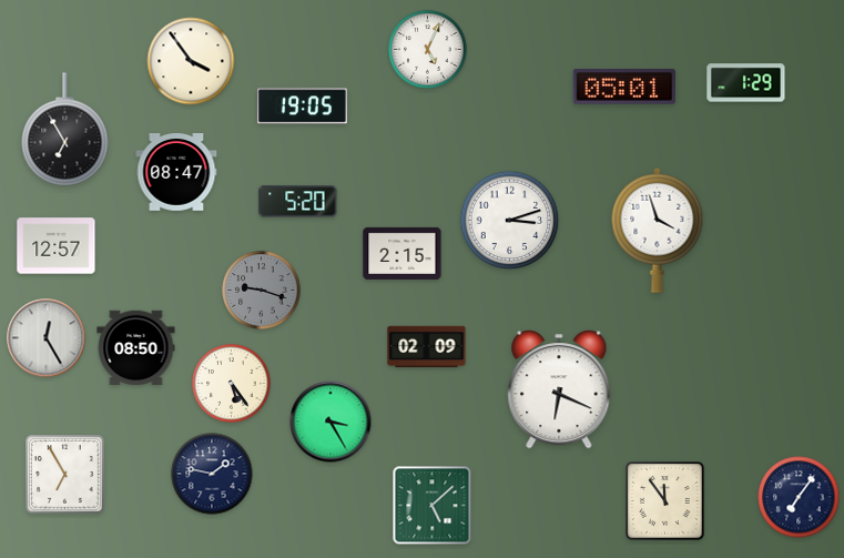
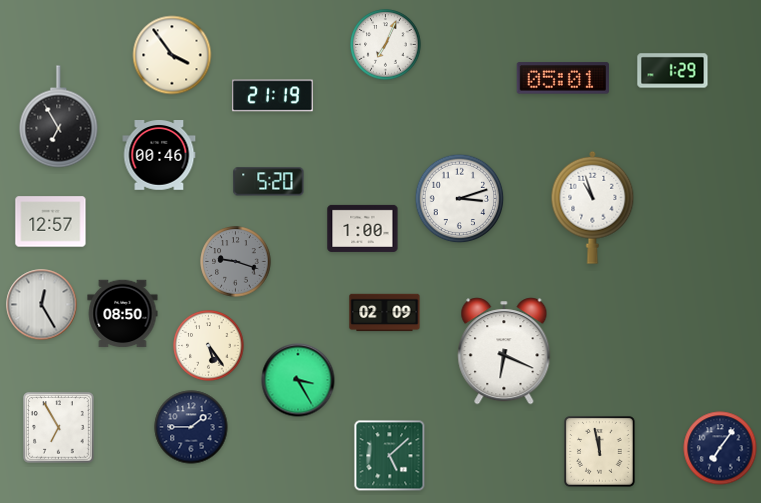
clock at (428, 50): 5:04 -> 7:04
clock at (746, 83) position: (746, 83) -> (673, 71)
clock at (303, 106): 19:05 -> 21:19
clock at (176, 173): 08:47 -> 00:46
clock at (658, 230): 3:57 -> 10:57
clock at (403, 253): 2:15 -> 1:00
clock at (212, 474): 1:47 -> 1:45
clock at (665, 501): 11:54 -> 11:58
